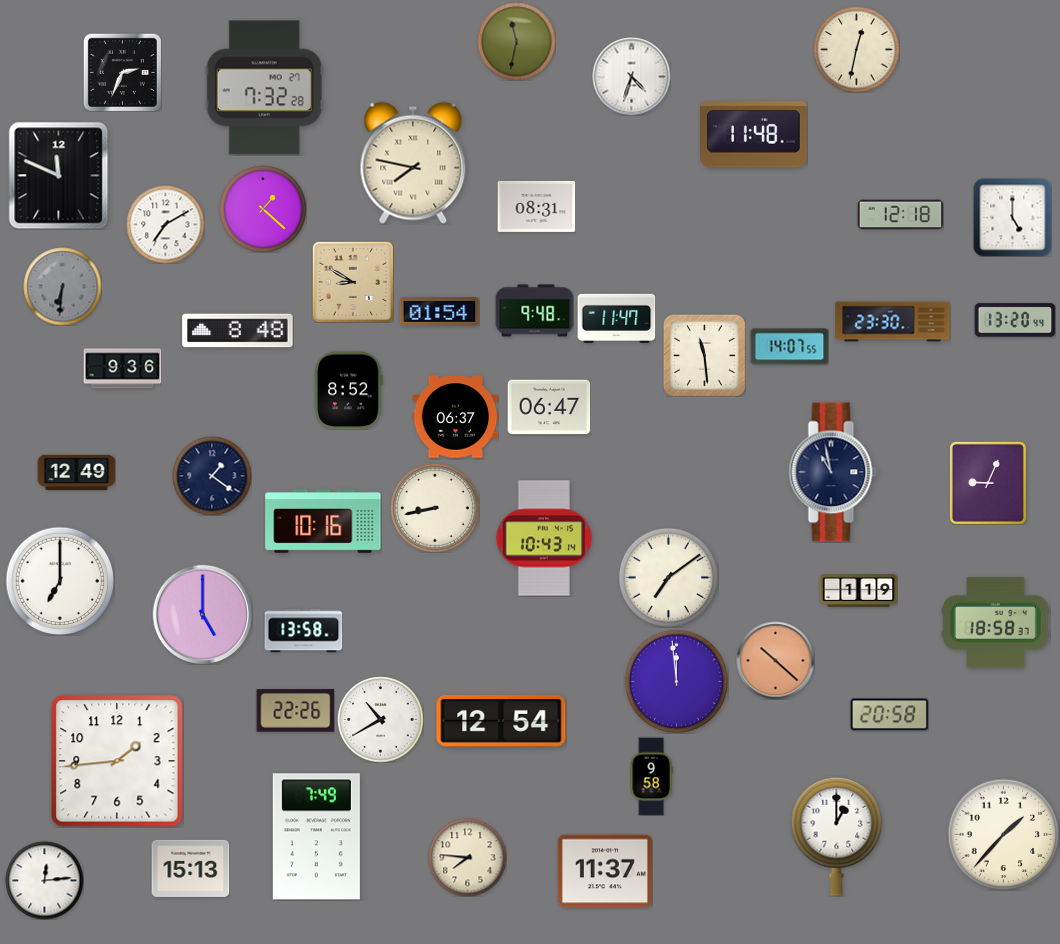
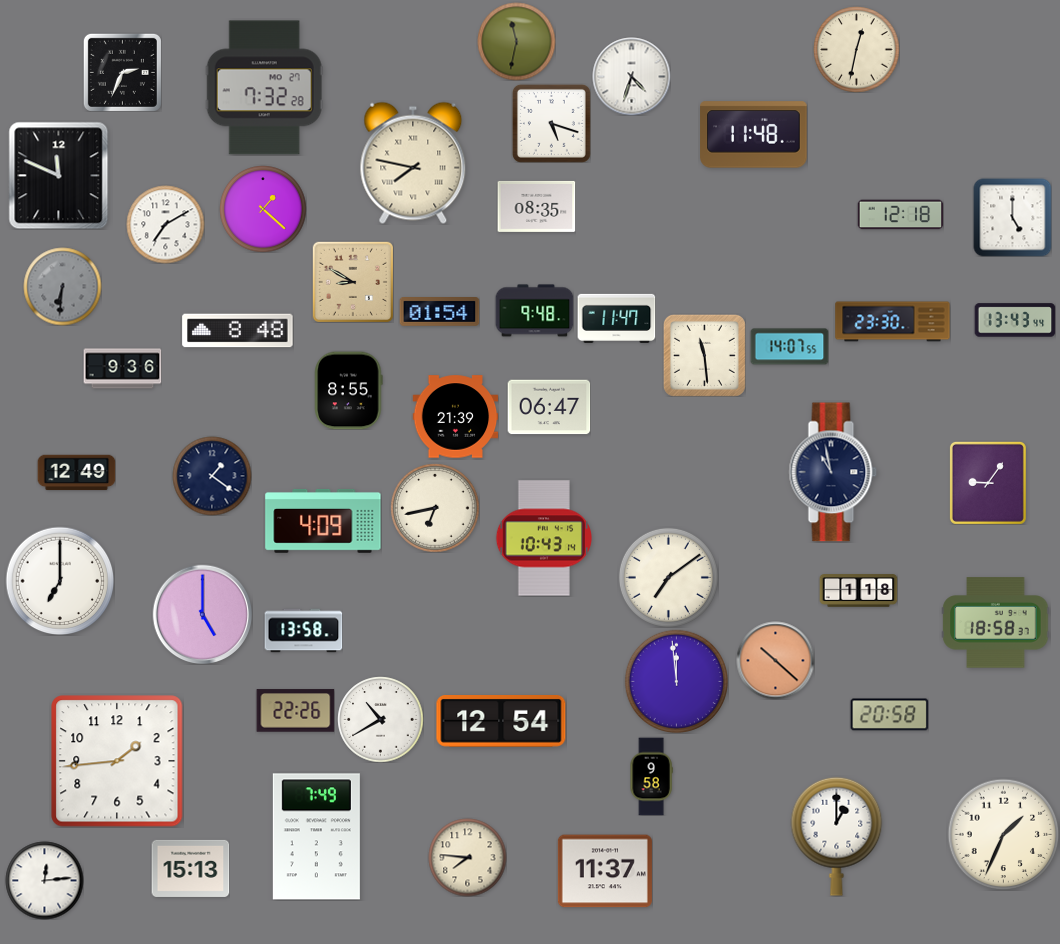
clock at (551, 123): none -> 5:18
clock at (536, 206): 08:31 -> 08:35
clock at (1015, 320): 13:20 -> 13:43
clock at (349, 390): 8:52 -> 8:55
clock at (455, 417): 06:37 -> 21:39
clock at (988, 483): 9:04 -> 9:06
clock at (435, 508): 8:43 -> 6:43
clock at (323, 521): 10:16 -> 4:09
clock at (858, 591): 1:19 -> 1:18
clock at (1003, 834): 1:37 -> 1:34
